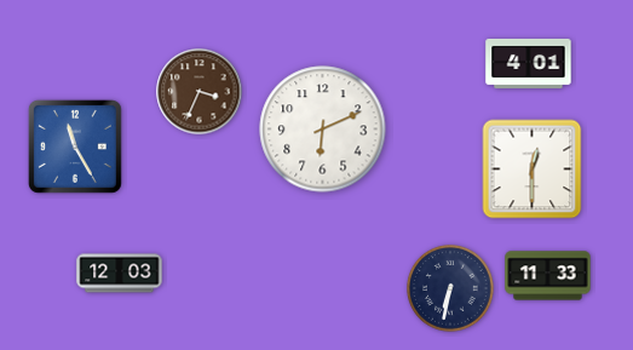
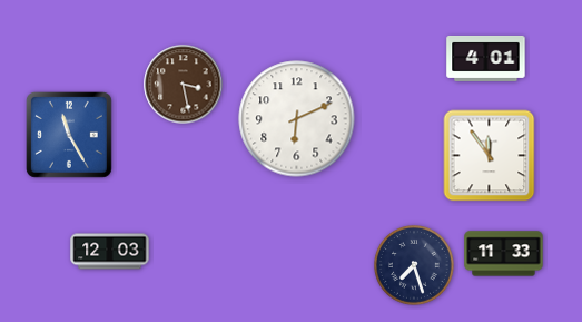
clock at (200, 92): 3:34 -> 3:28
clock at (533, 170): 12:30 -> 11:54
clock at (451, 289): 6:32 -> 7:27
